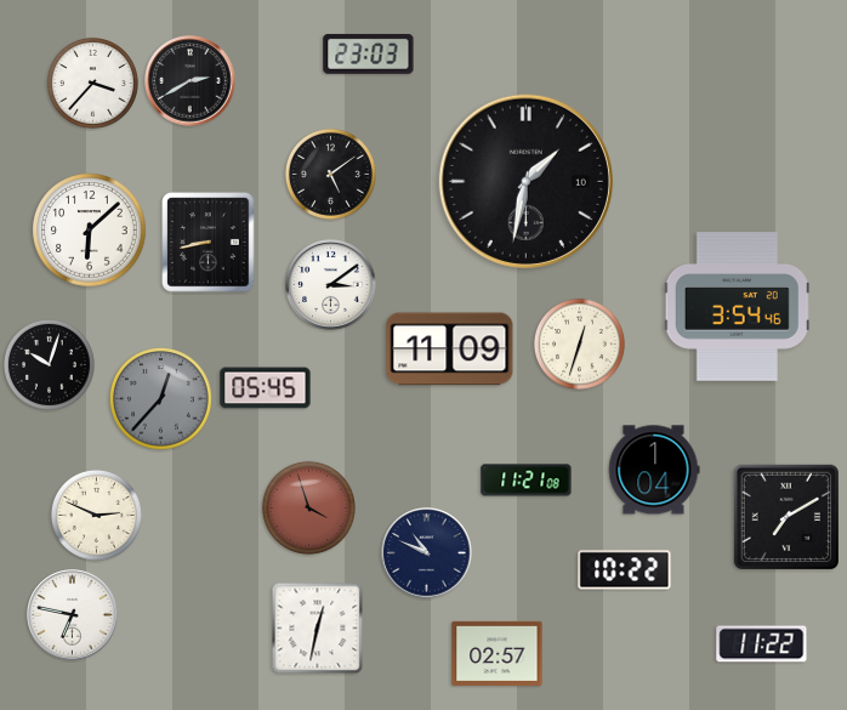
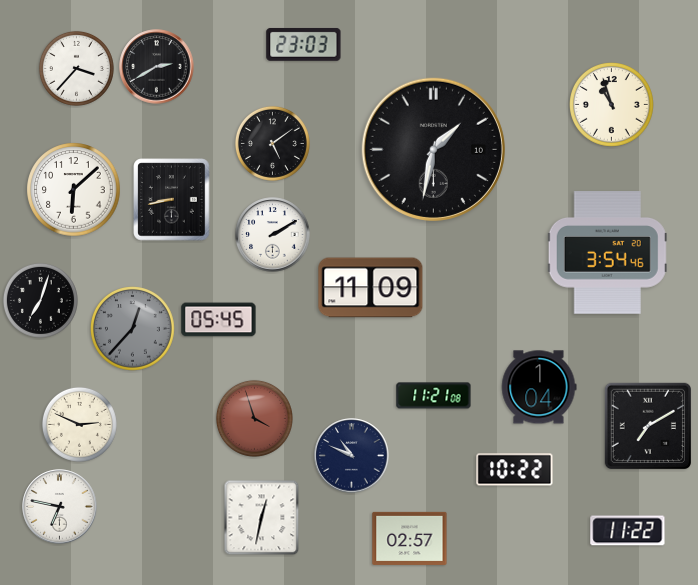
clock at (612, 105): none -> 10:57
clock at (331, 285): 3:09 -> 2:10
clock at (579, 343): 12:33 -> none
clock at (49, 364): 10:03 -> 7:03
